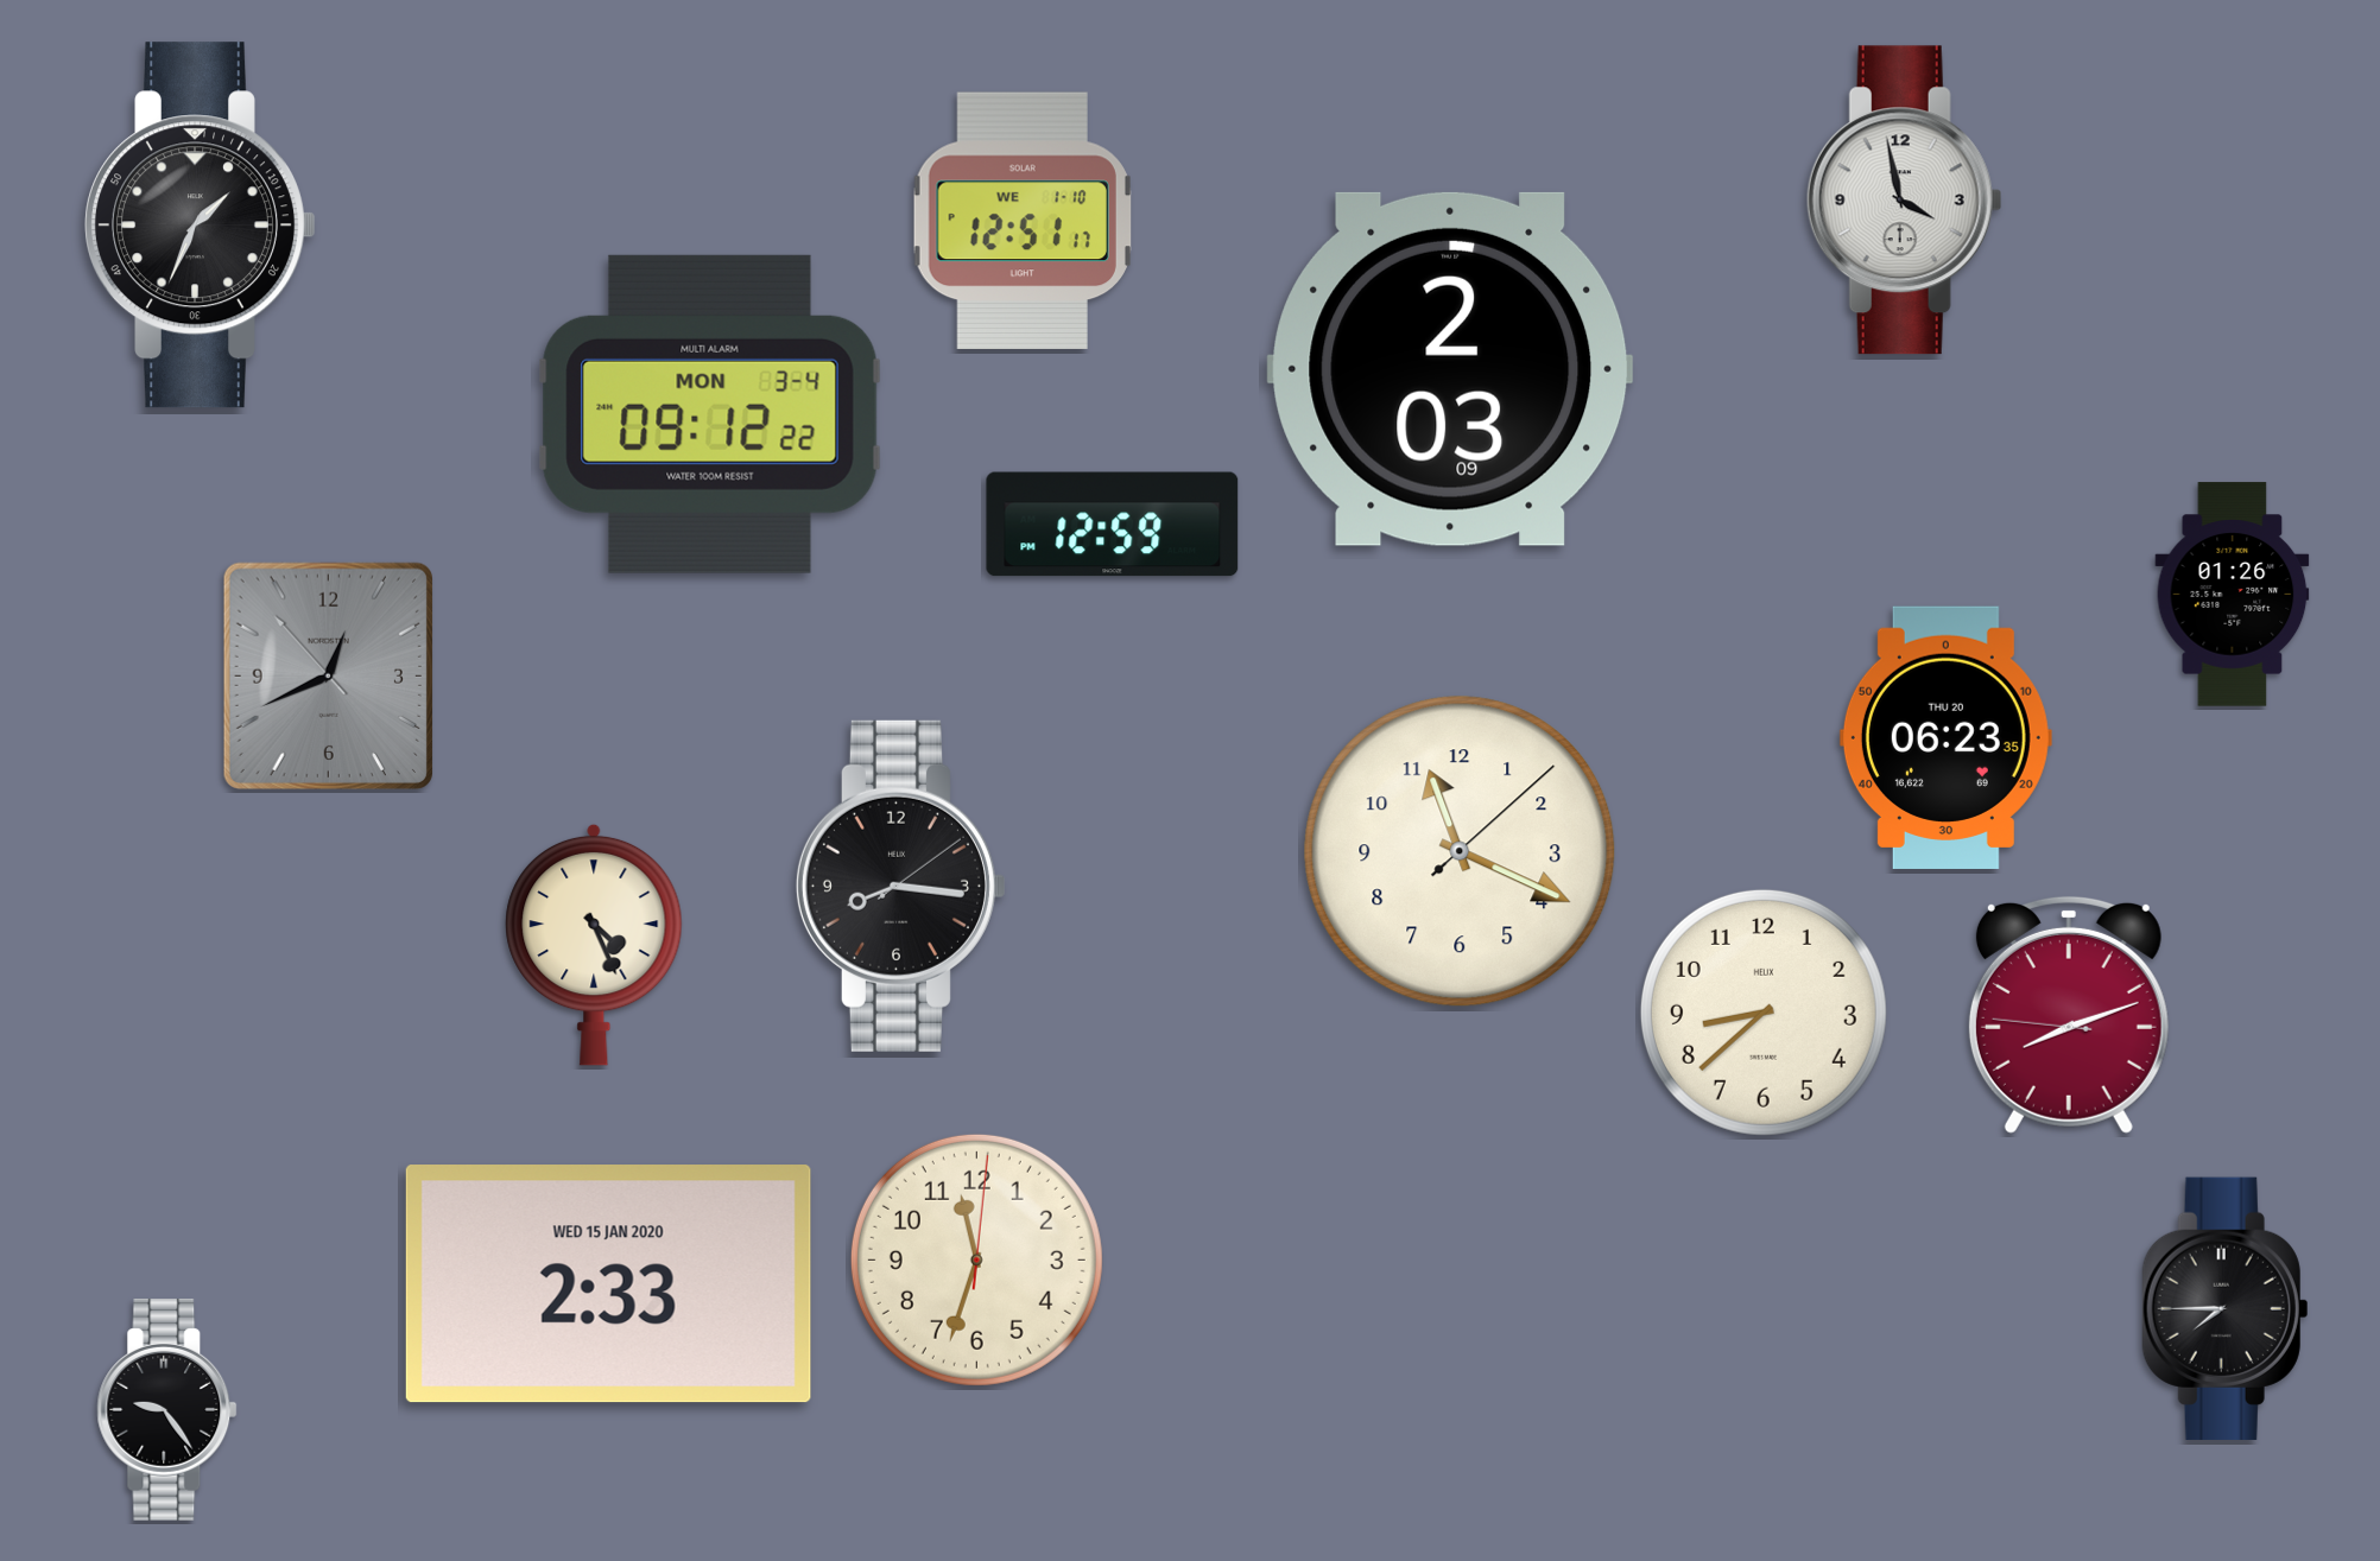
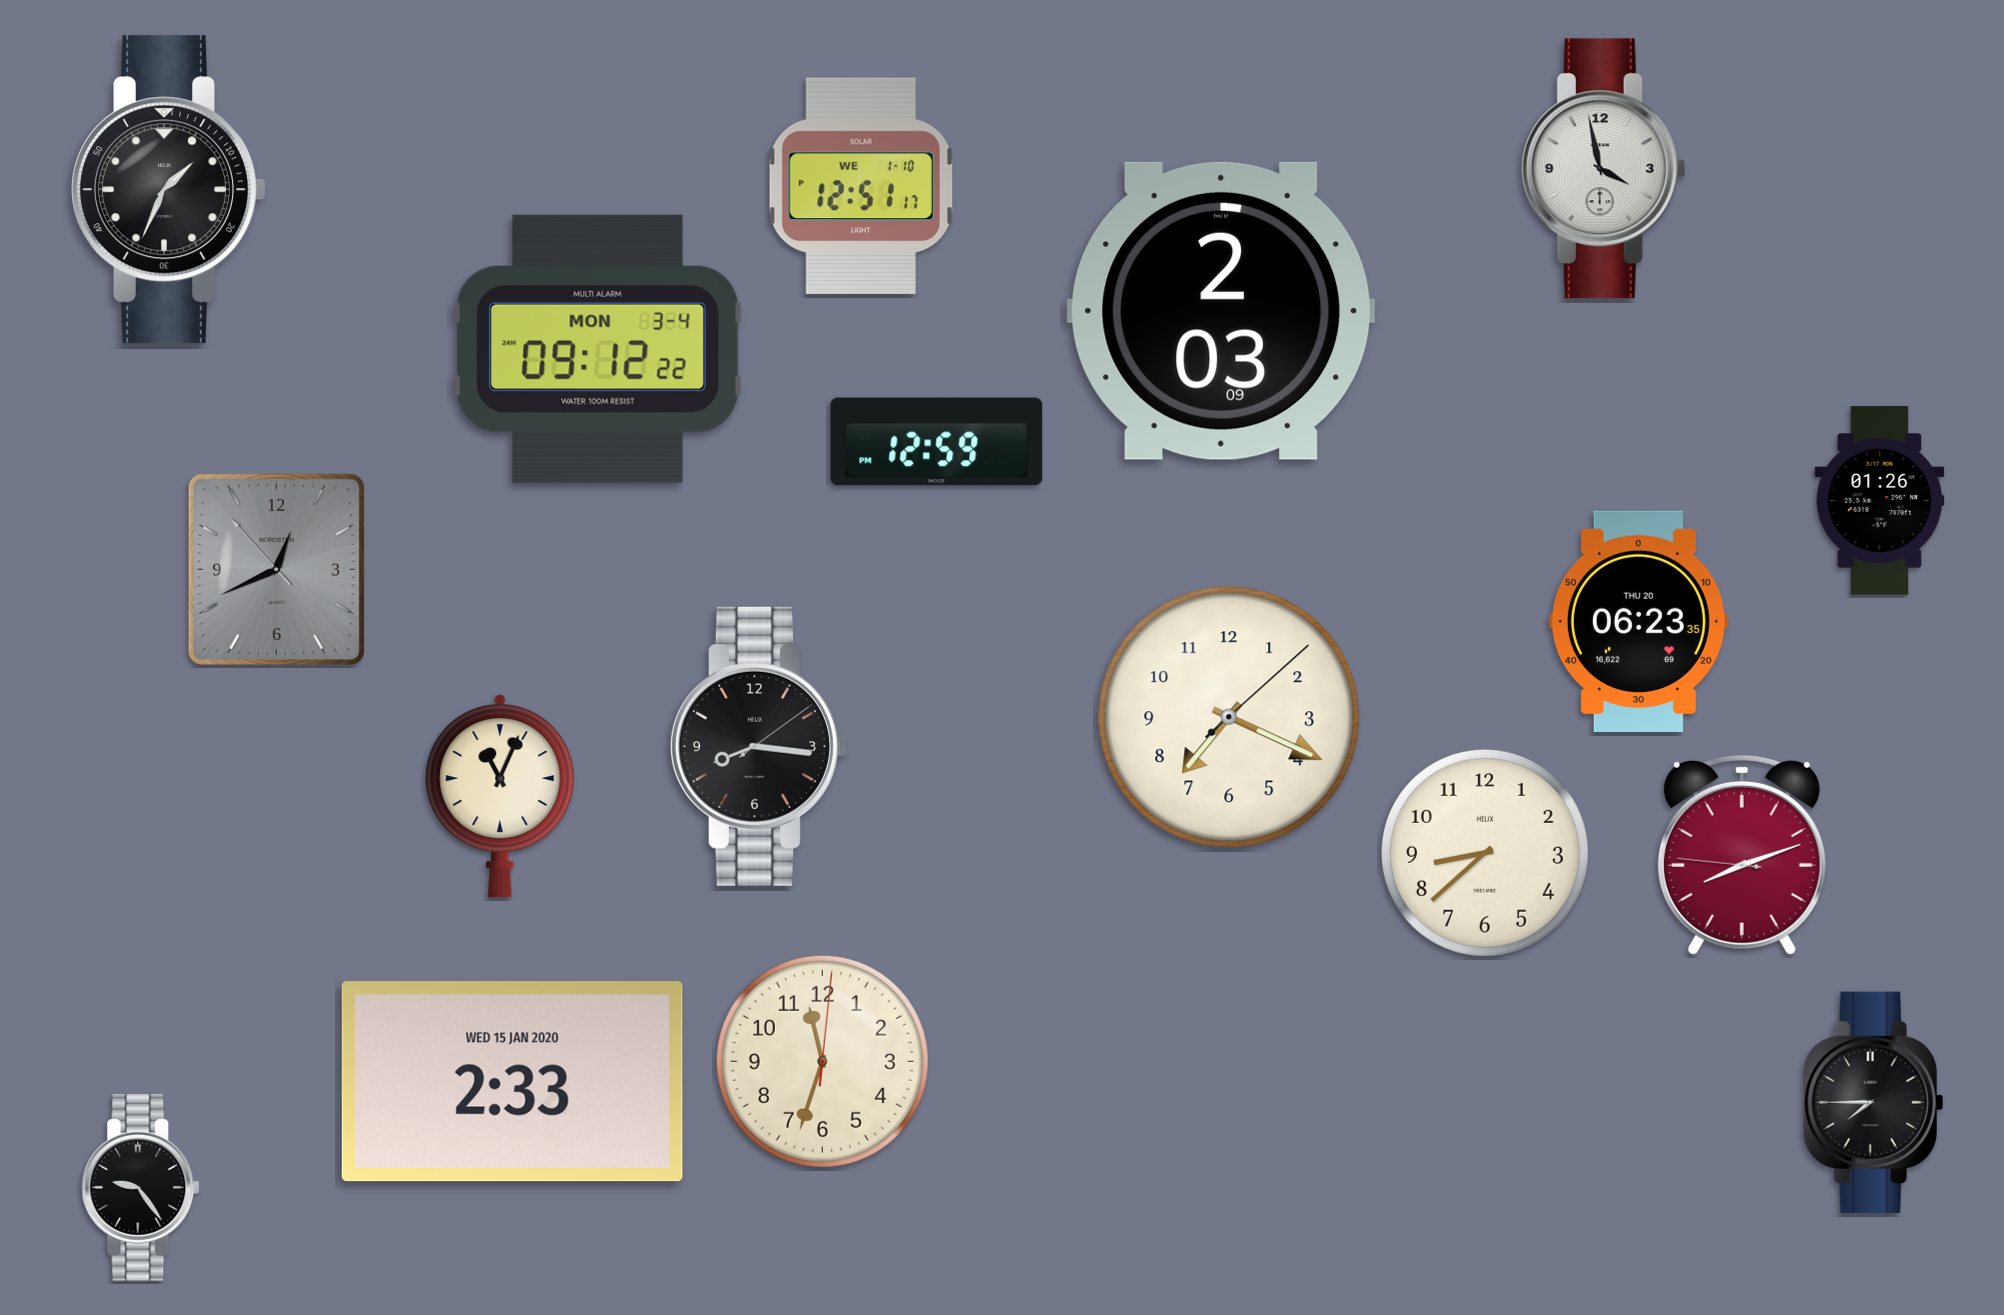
clock at (1460, 851): 11:19 -> 7:19
clock at (594, 945): 4:26 -> 11:04
